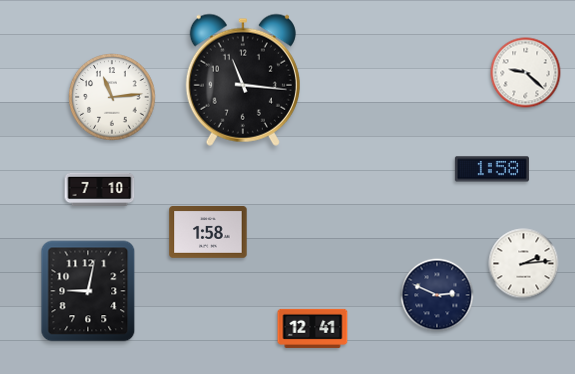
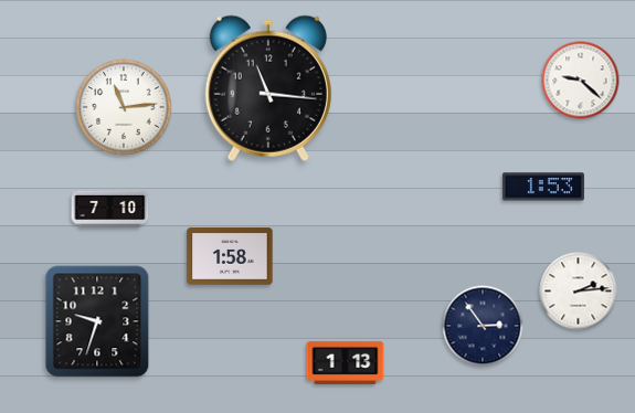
clock at (492, 169): 1:58 -> 1:53
clock at (88, 291): 9:02 -> 9:33
clock at (437, 295): 2:49 -> 2:54
clock at (313, 328): 12:41 -> 1:13
